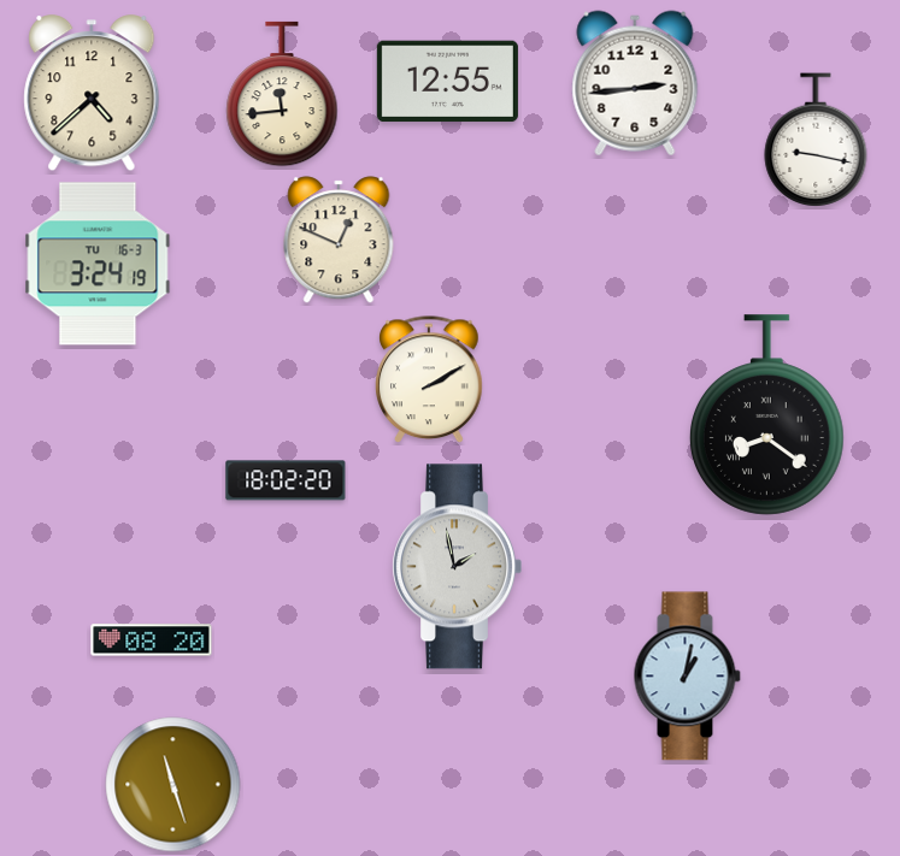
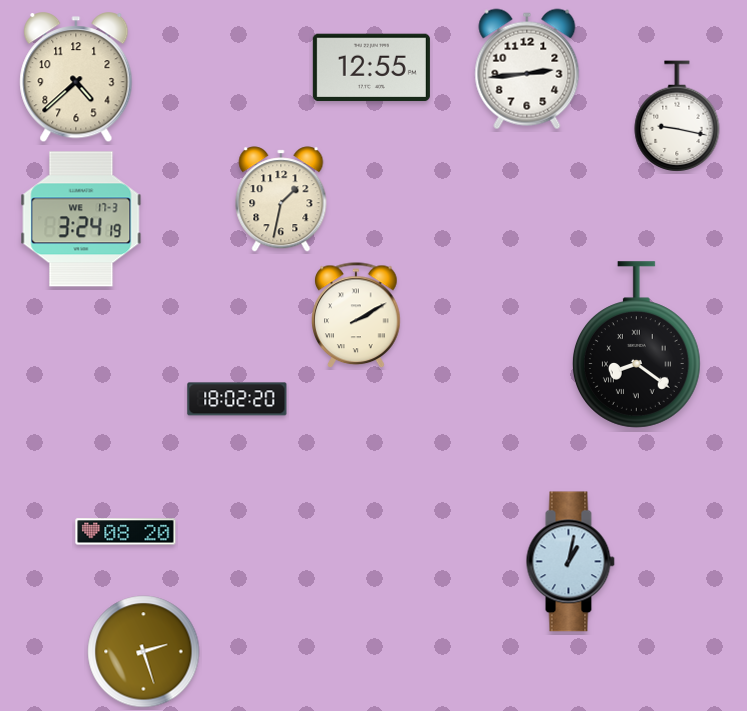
clock at (282, 94): 11:44 -> none
clock at (339, 240): 12:49 -> 1:32
clock at (98, 264) date: TU 16-3 -> WE 17-3
clock at (457, 567): 1:58 -> none
clock at (173, 785): 11:27 -> 2:27
